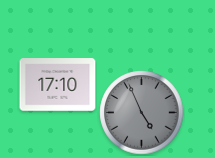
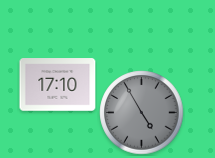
clock at (142, 113): 4:56 -> 4:55
